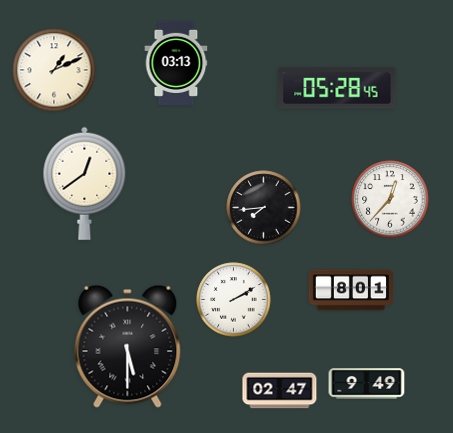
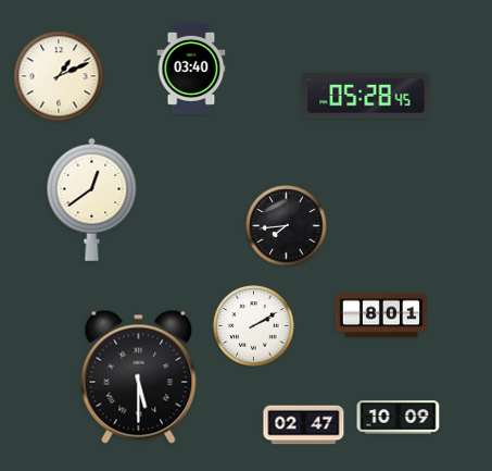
clock at (176, 63): 03:13 -> 03:40
clock at (390, 199): 12:37 -> none
clock at (367, 384): 9:49 -> 10:09
